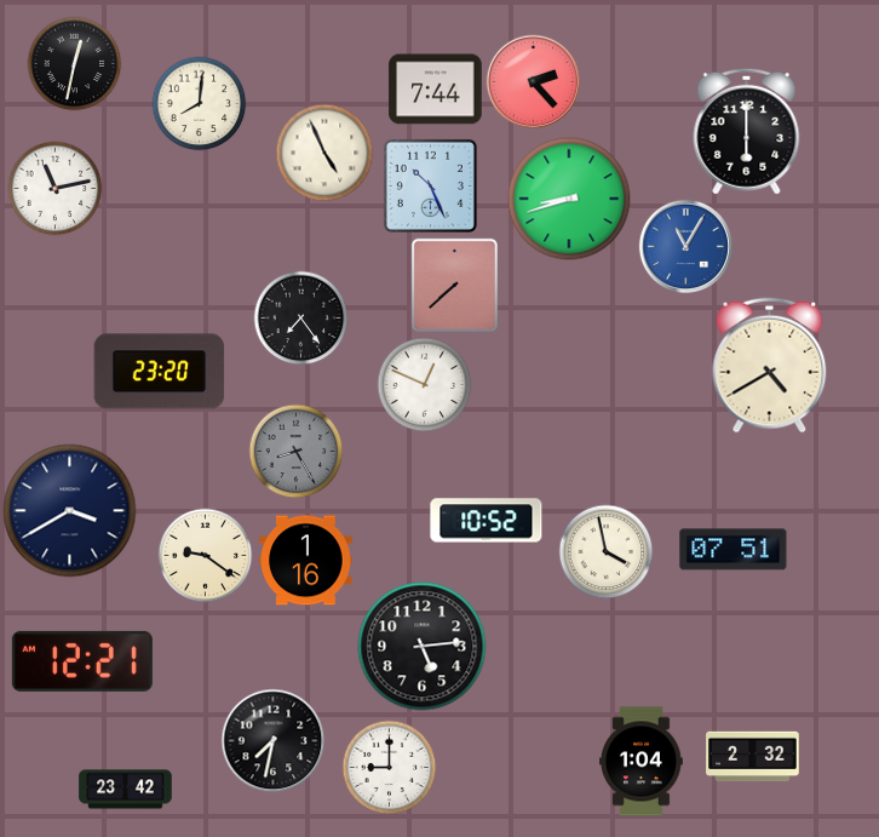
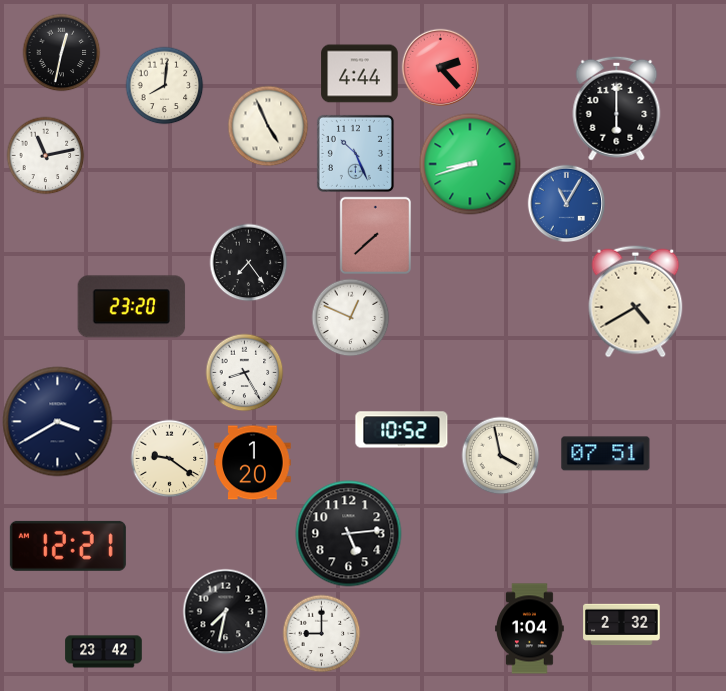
clock at (436, 90): 7:44 -> 4:44
clock at (295, 451) dial: grey -> white
clock at (306, 561): 1:16 -> 1:20
